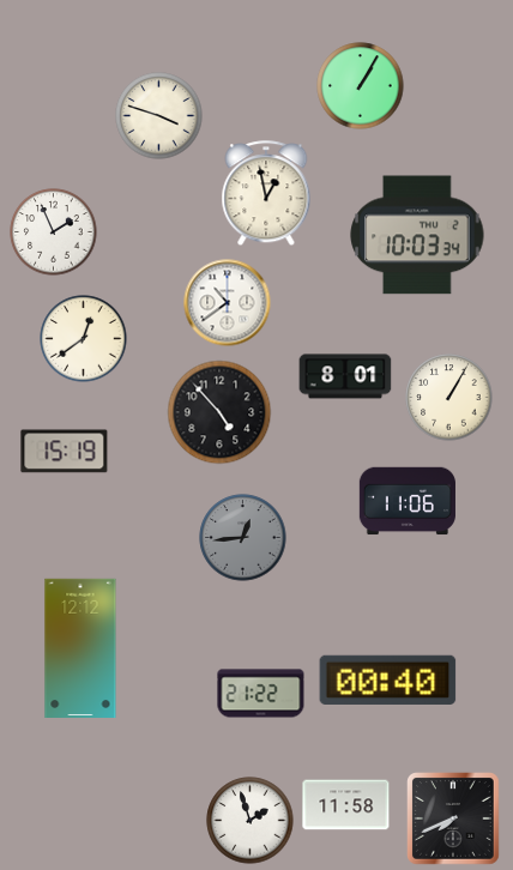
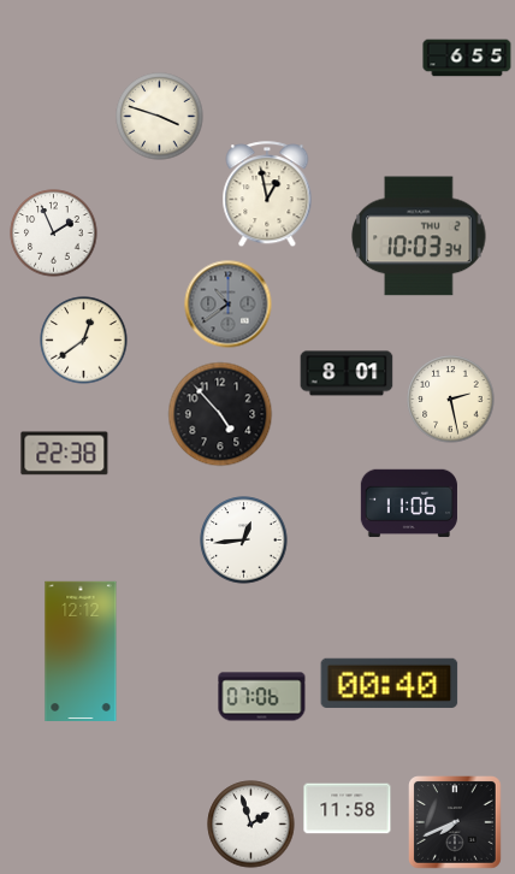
clock at (467, 58): none -> 6:55
clock at (361, 86): 1:05 -> none
clock at (228, 303) dial: white -> grey
clock at (345, 376) position: (345, 376) -> (347, 373)
clock at (449, 398): 1:05 -> 2:28
clock at (65, 452): 15:19 -> 22:38
clock at (243, 538) dial: grey -> white
clock at (261, 694): 21:22 -> 07:06
